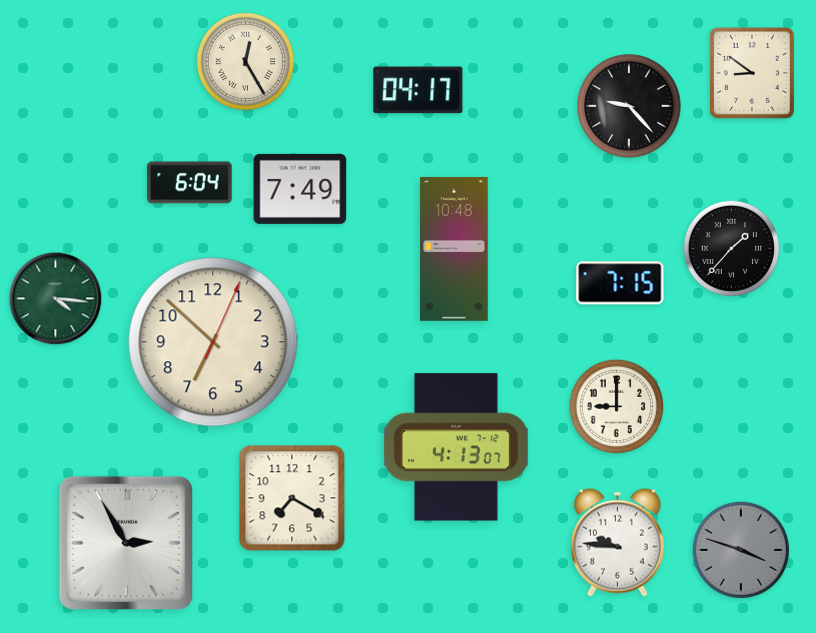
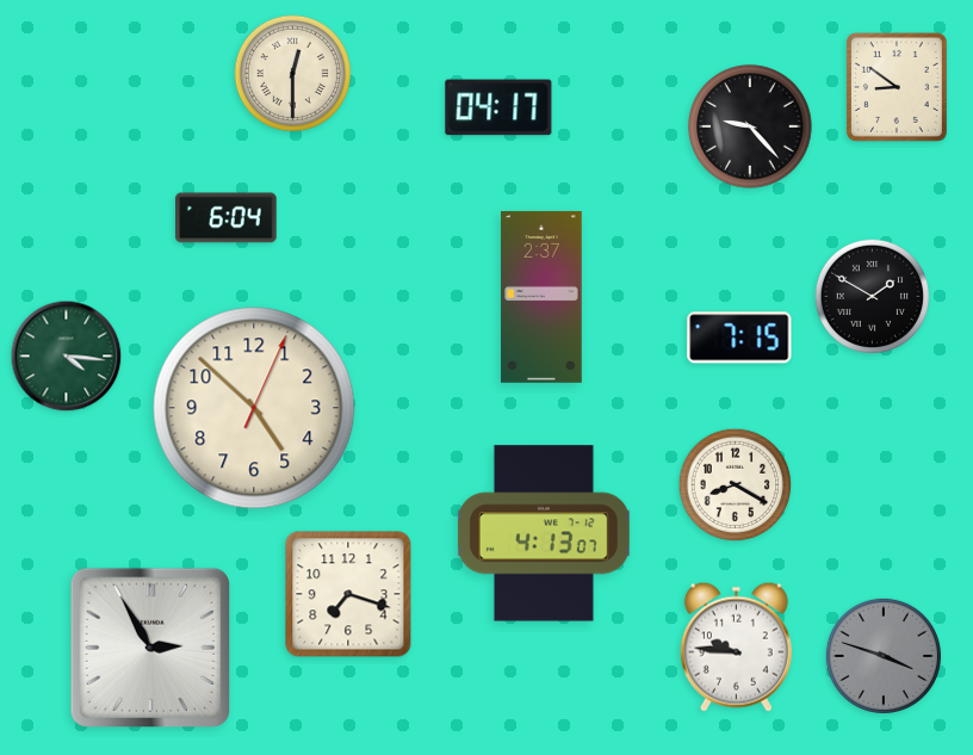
clock at (245, 61): 12:25 -> 12:30
clock at (300, 189): 7:49 -> none
clock at (731, 248): 1:37 -> 1:50
clock at (454, 249): 10:48 -> 2:37
clock at (213, 342): 6:52 -> 4:52
clock at (617, 407): 9:00 -> 8:20
clock at (292, 498): 7:20 -> 7:18
